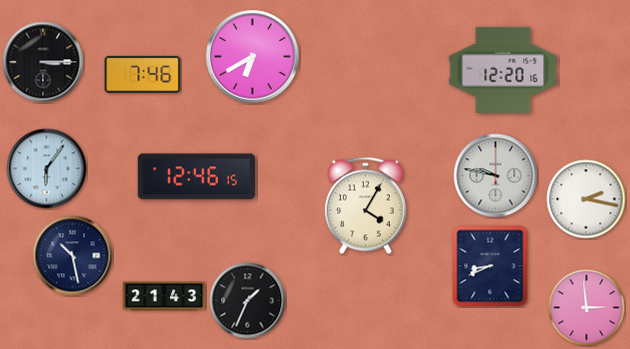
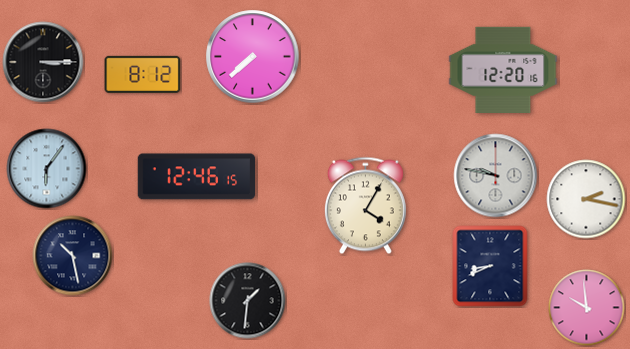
clock at (253, 57): 6:40 -> 7:38
clock at (143, 74): 7:46 -> 8:12
clock at (164, 296): 21:43 -> none
clock at (248, 301): 1:34 -> 1:31
clock at (587, 308): 2:59 -> 9:59
